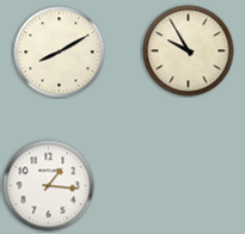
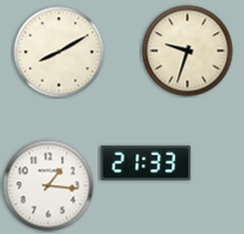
clock at (189, 51): 9:55 -> 9:33
clock at (146, 162): none -> 21:33
